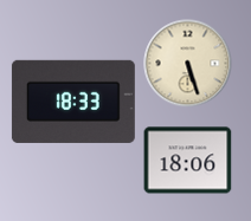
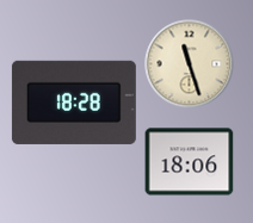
clock at (188, 64): 5:27 -> 11:27
clock at (73, 102): 18:33 -> 18:28
